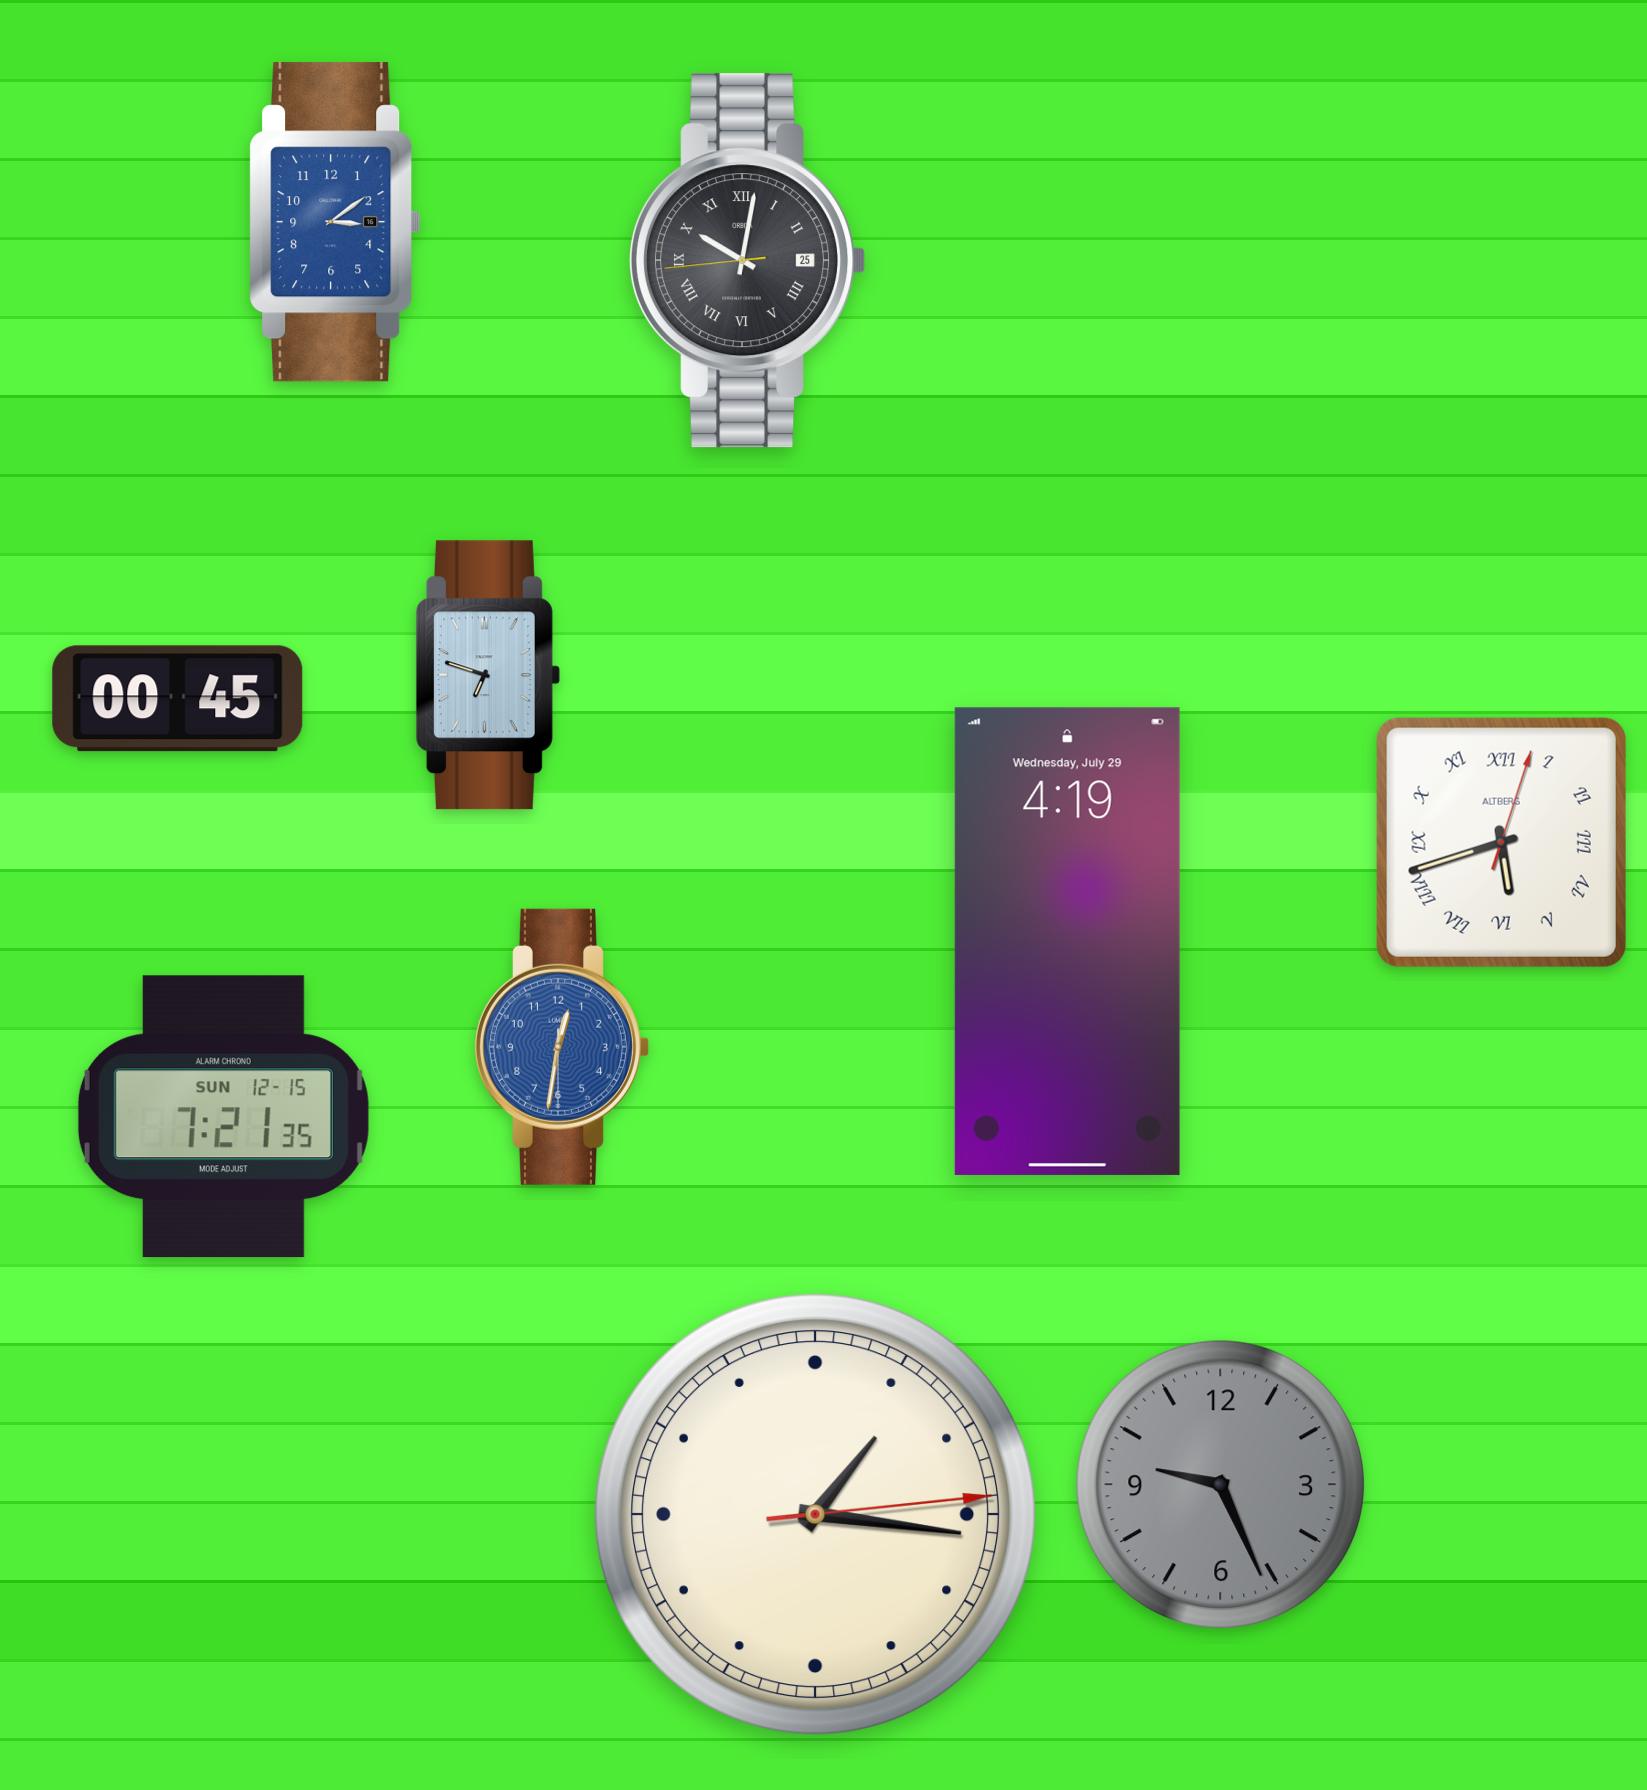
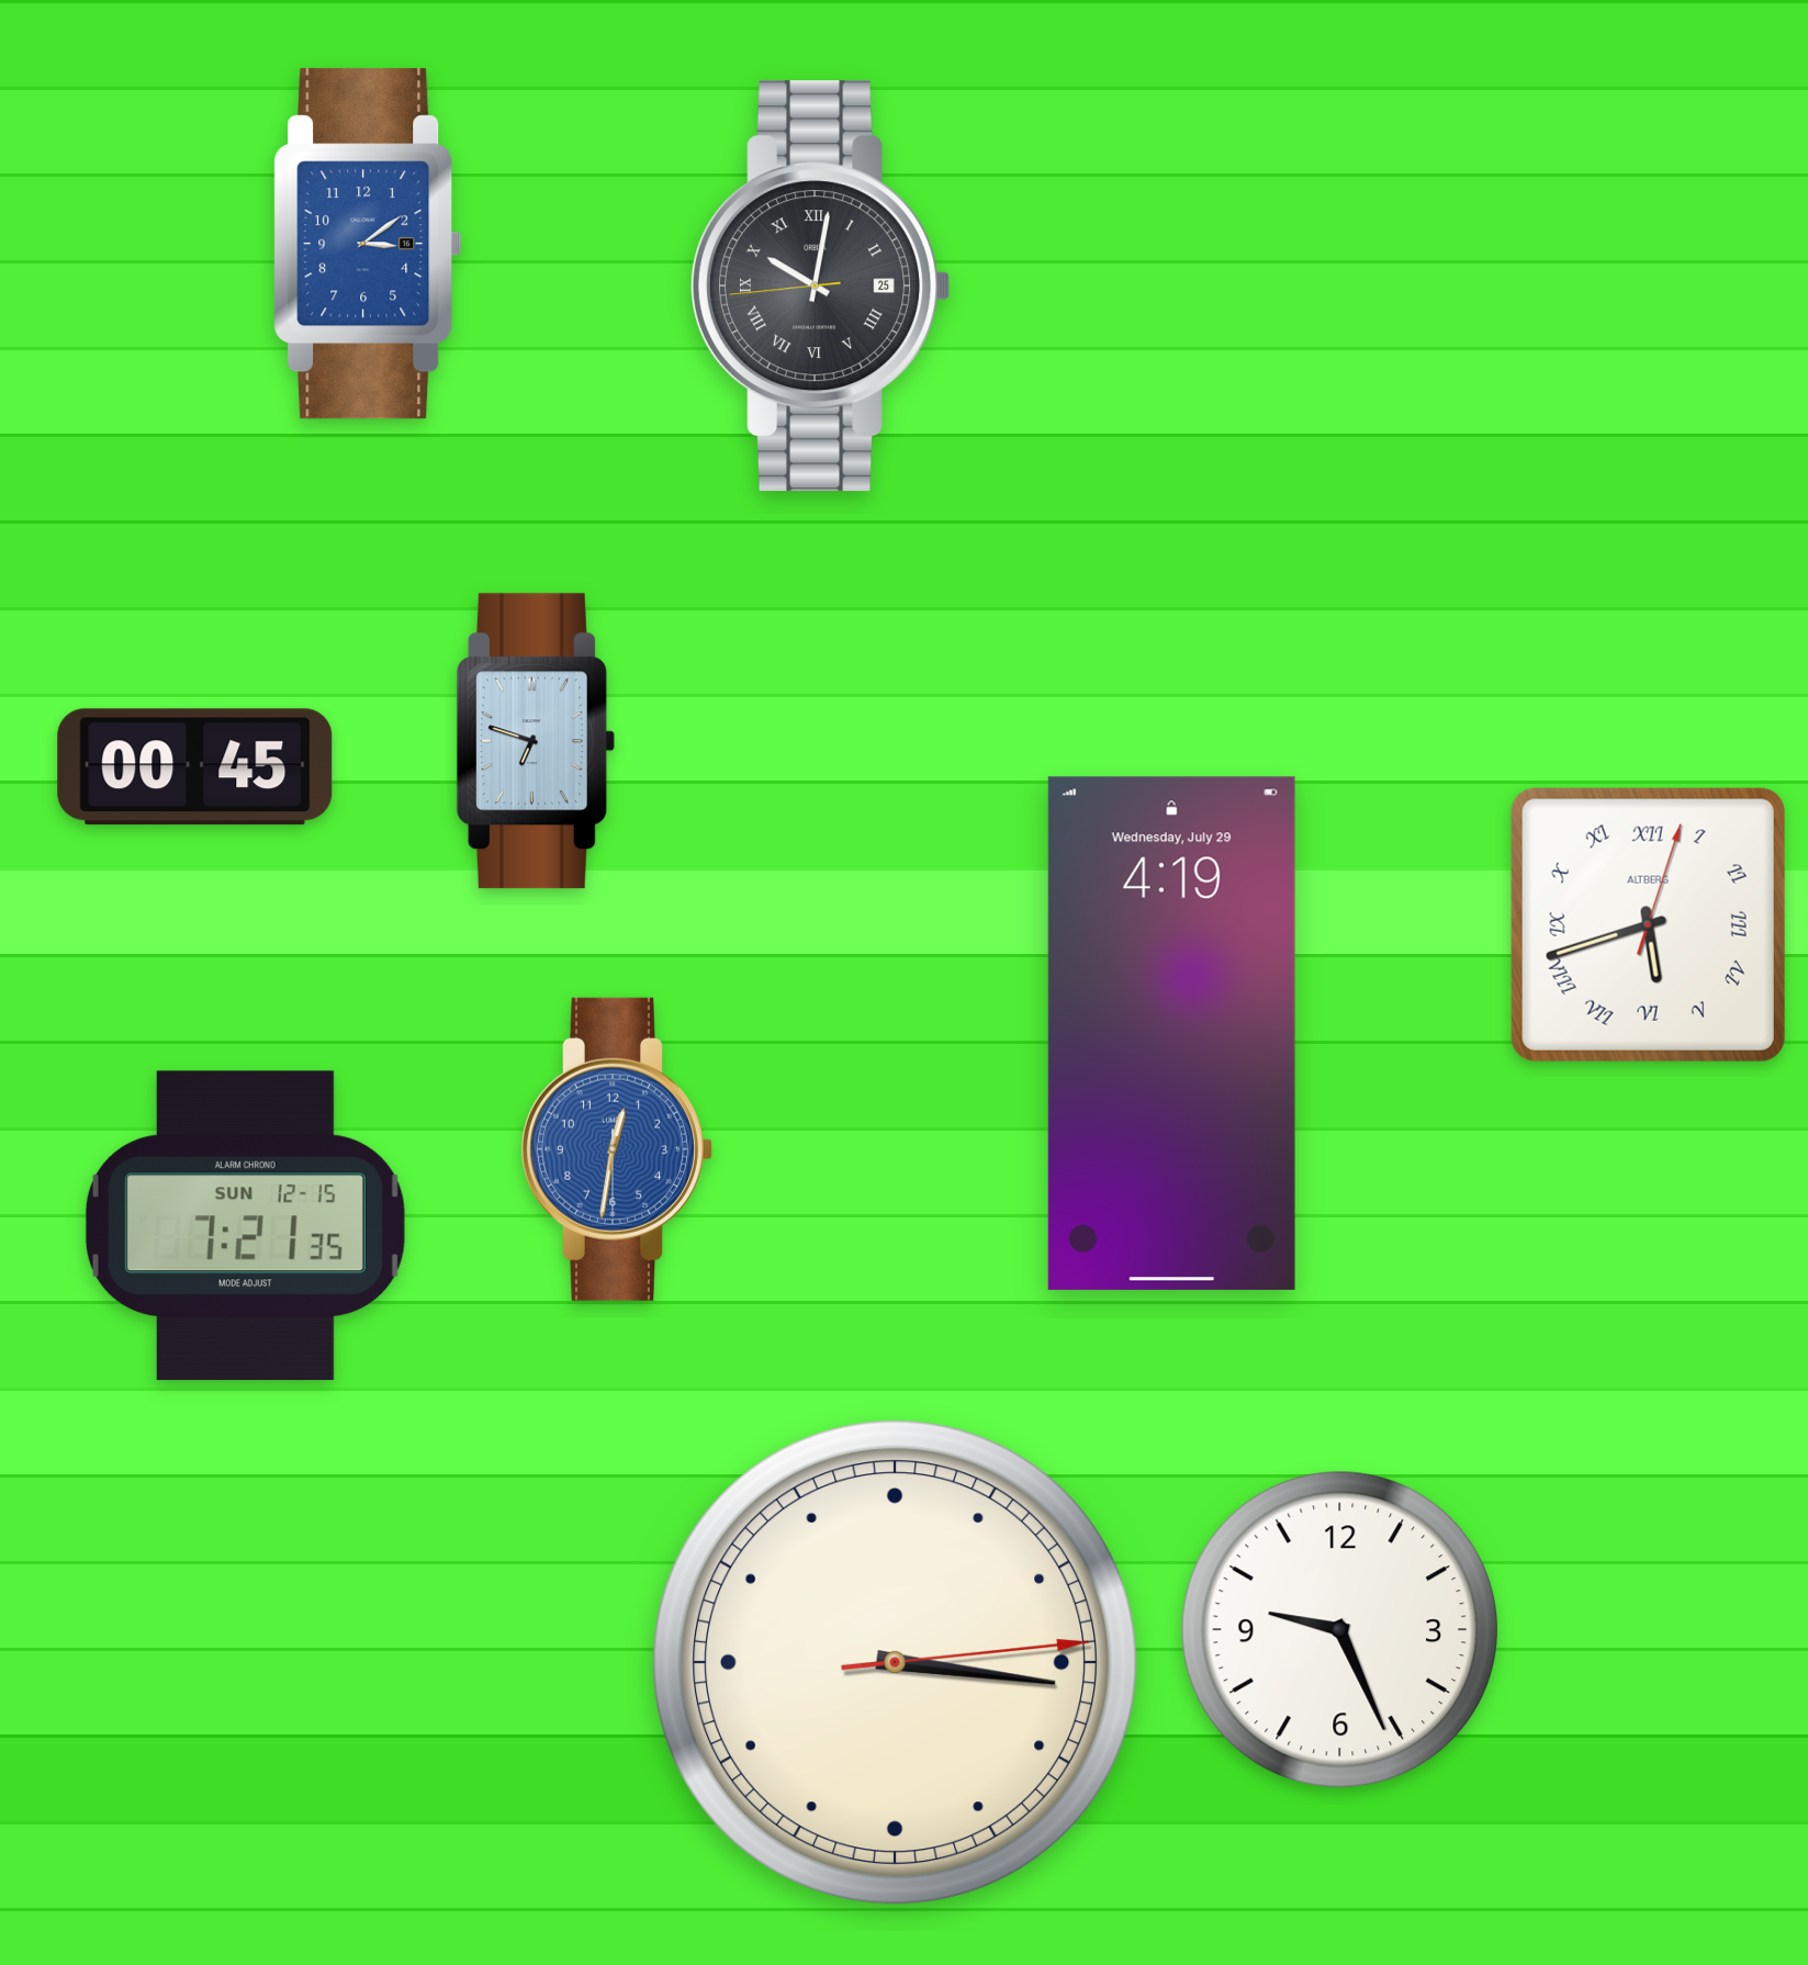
clock at (1221, 1485) dial: grey -> white
clock at (816, 1515): 1:16 -> 3:16
